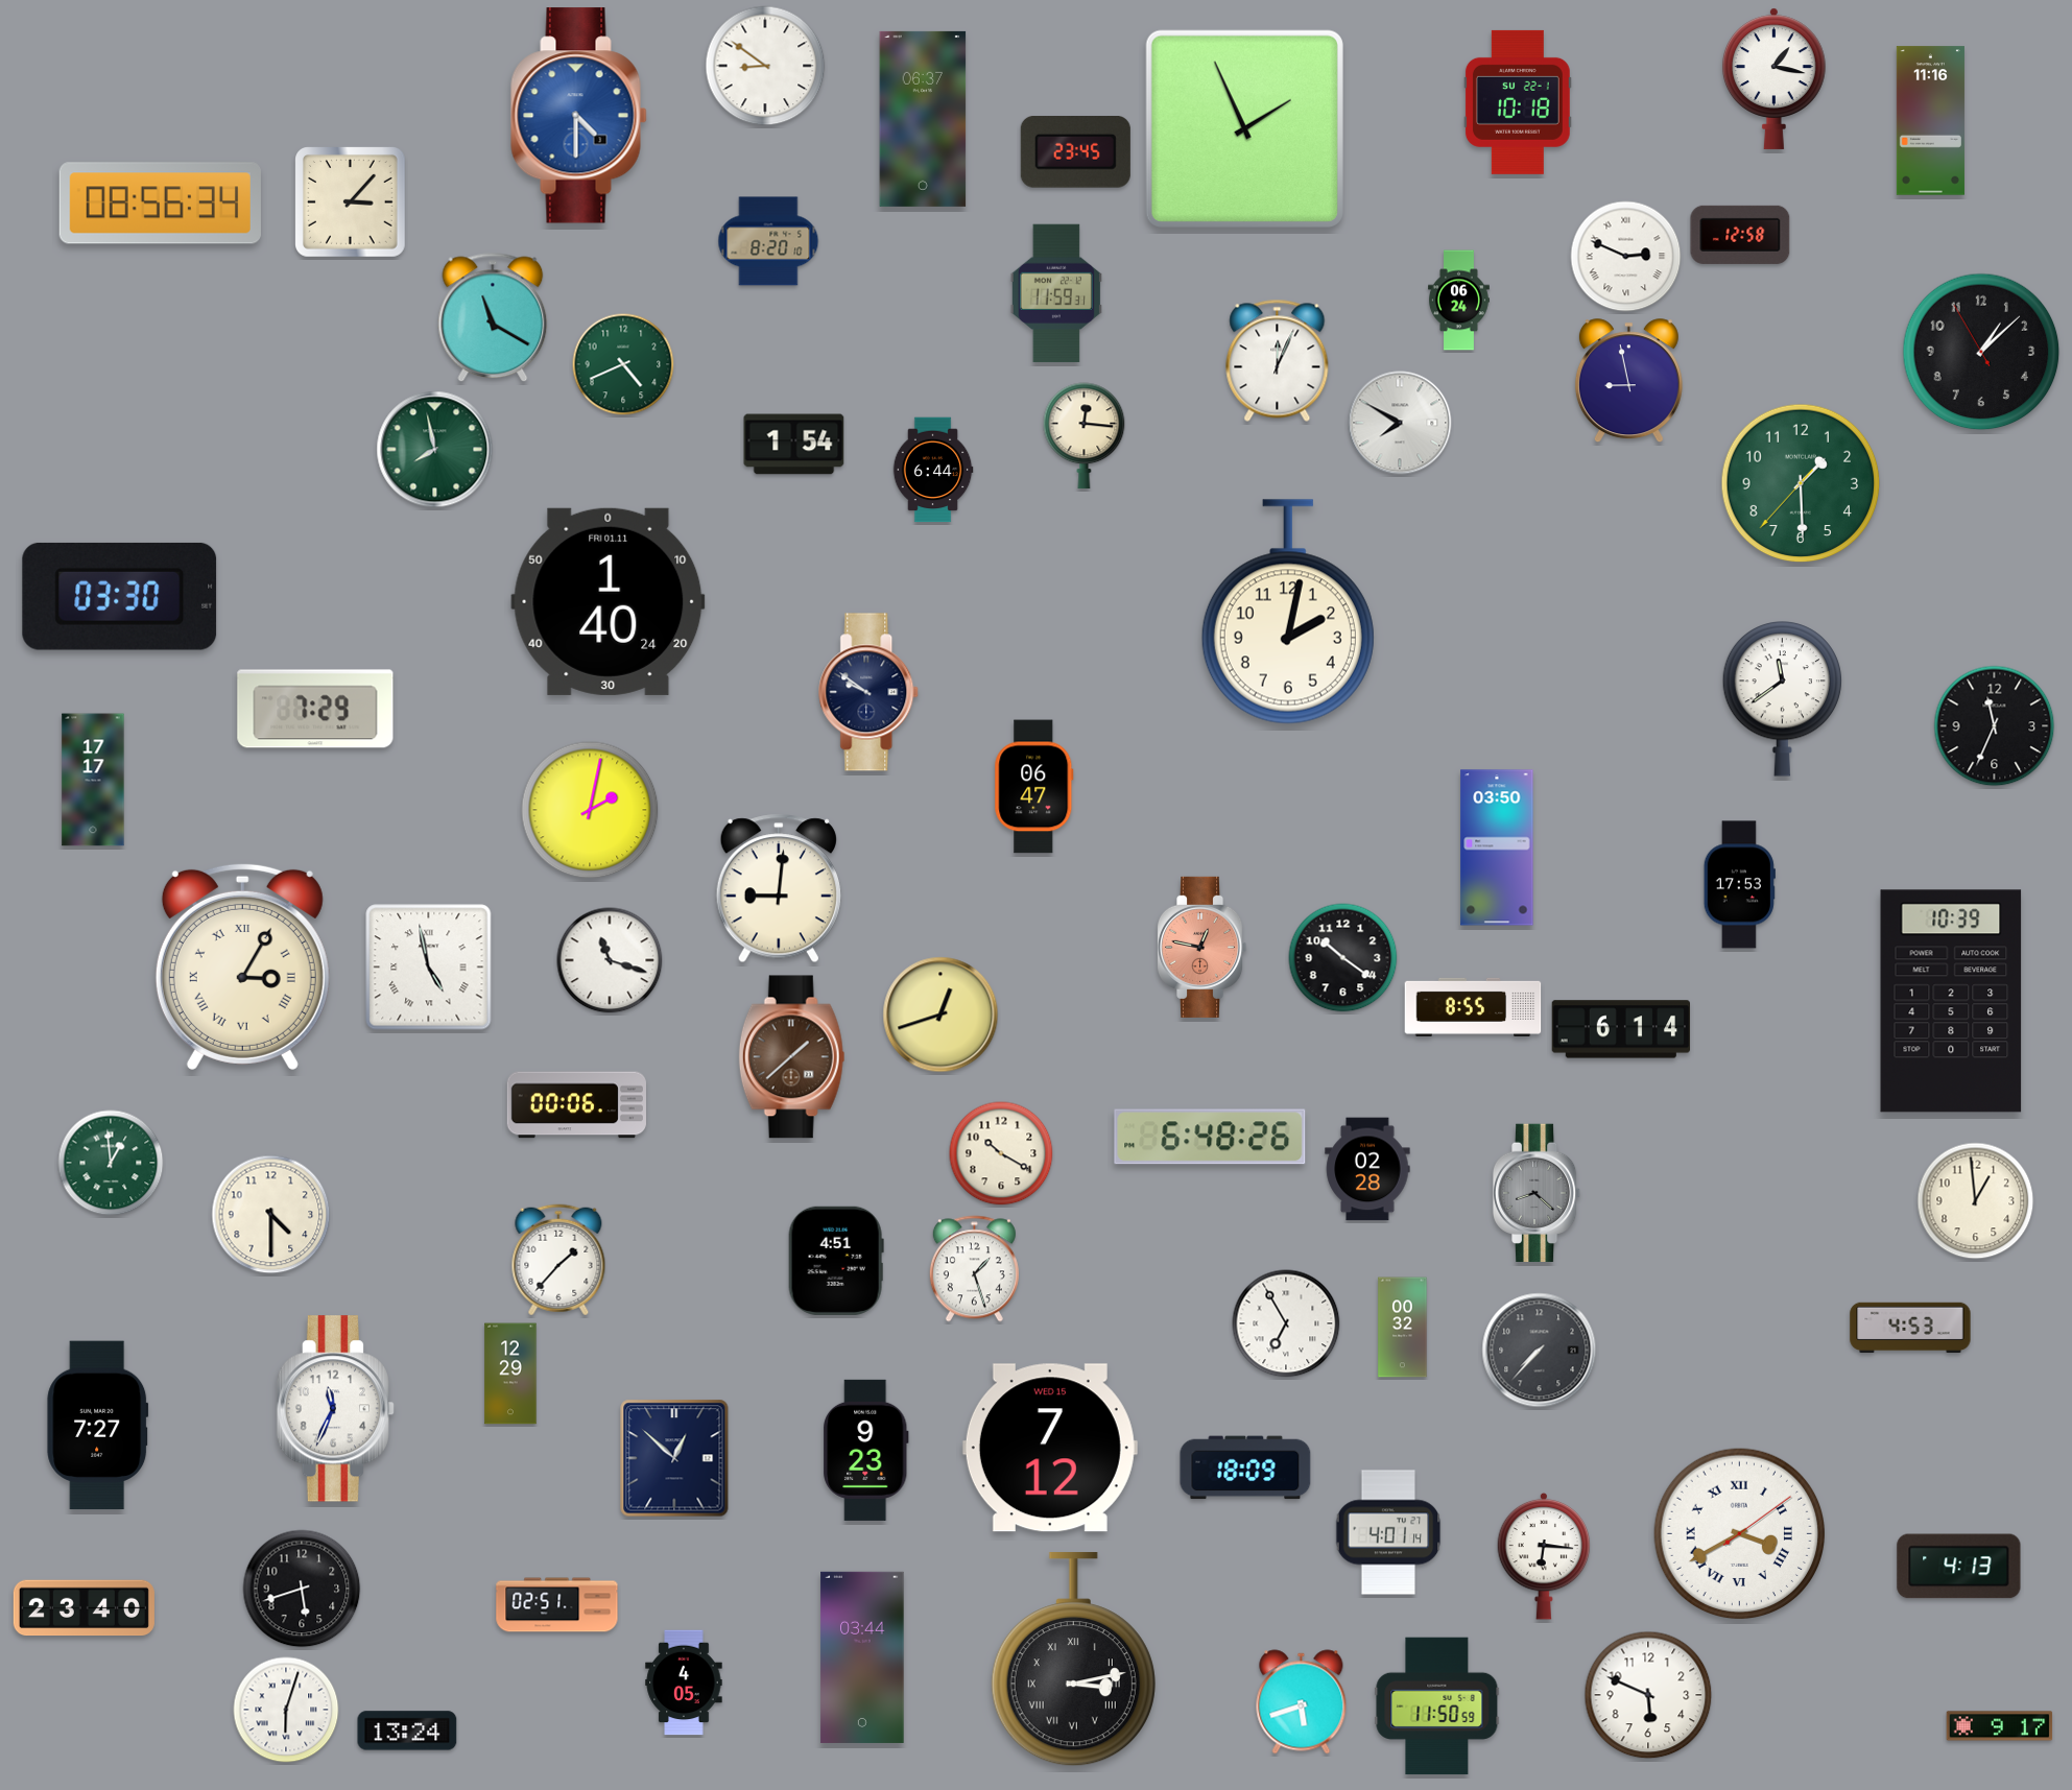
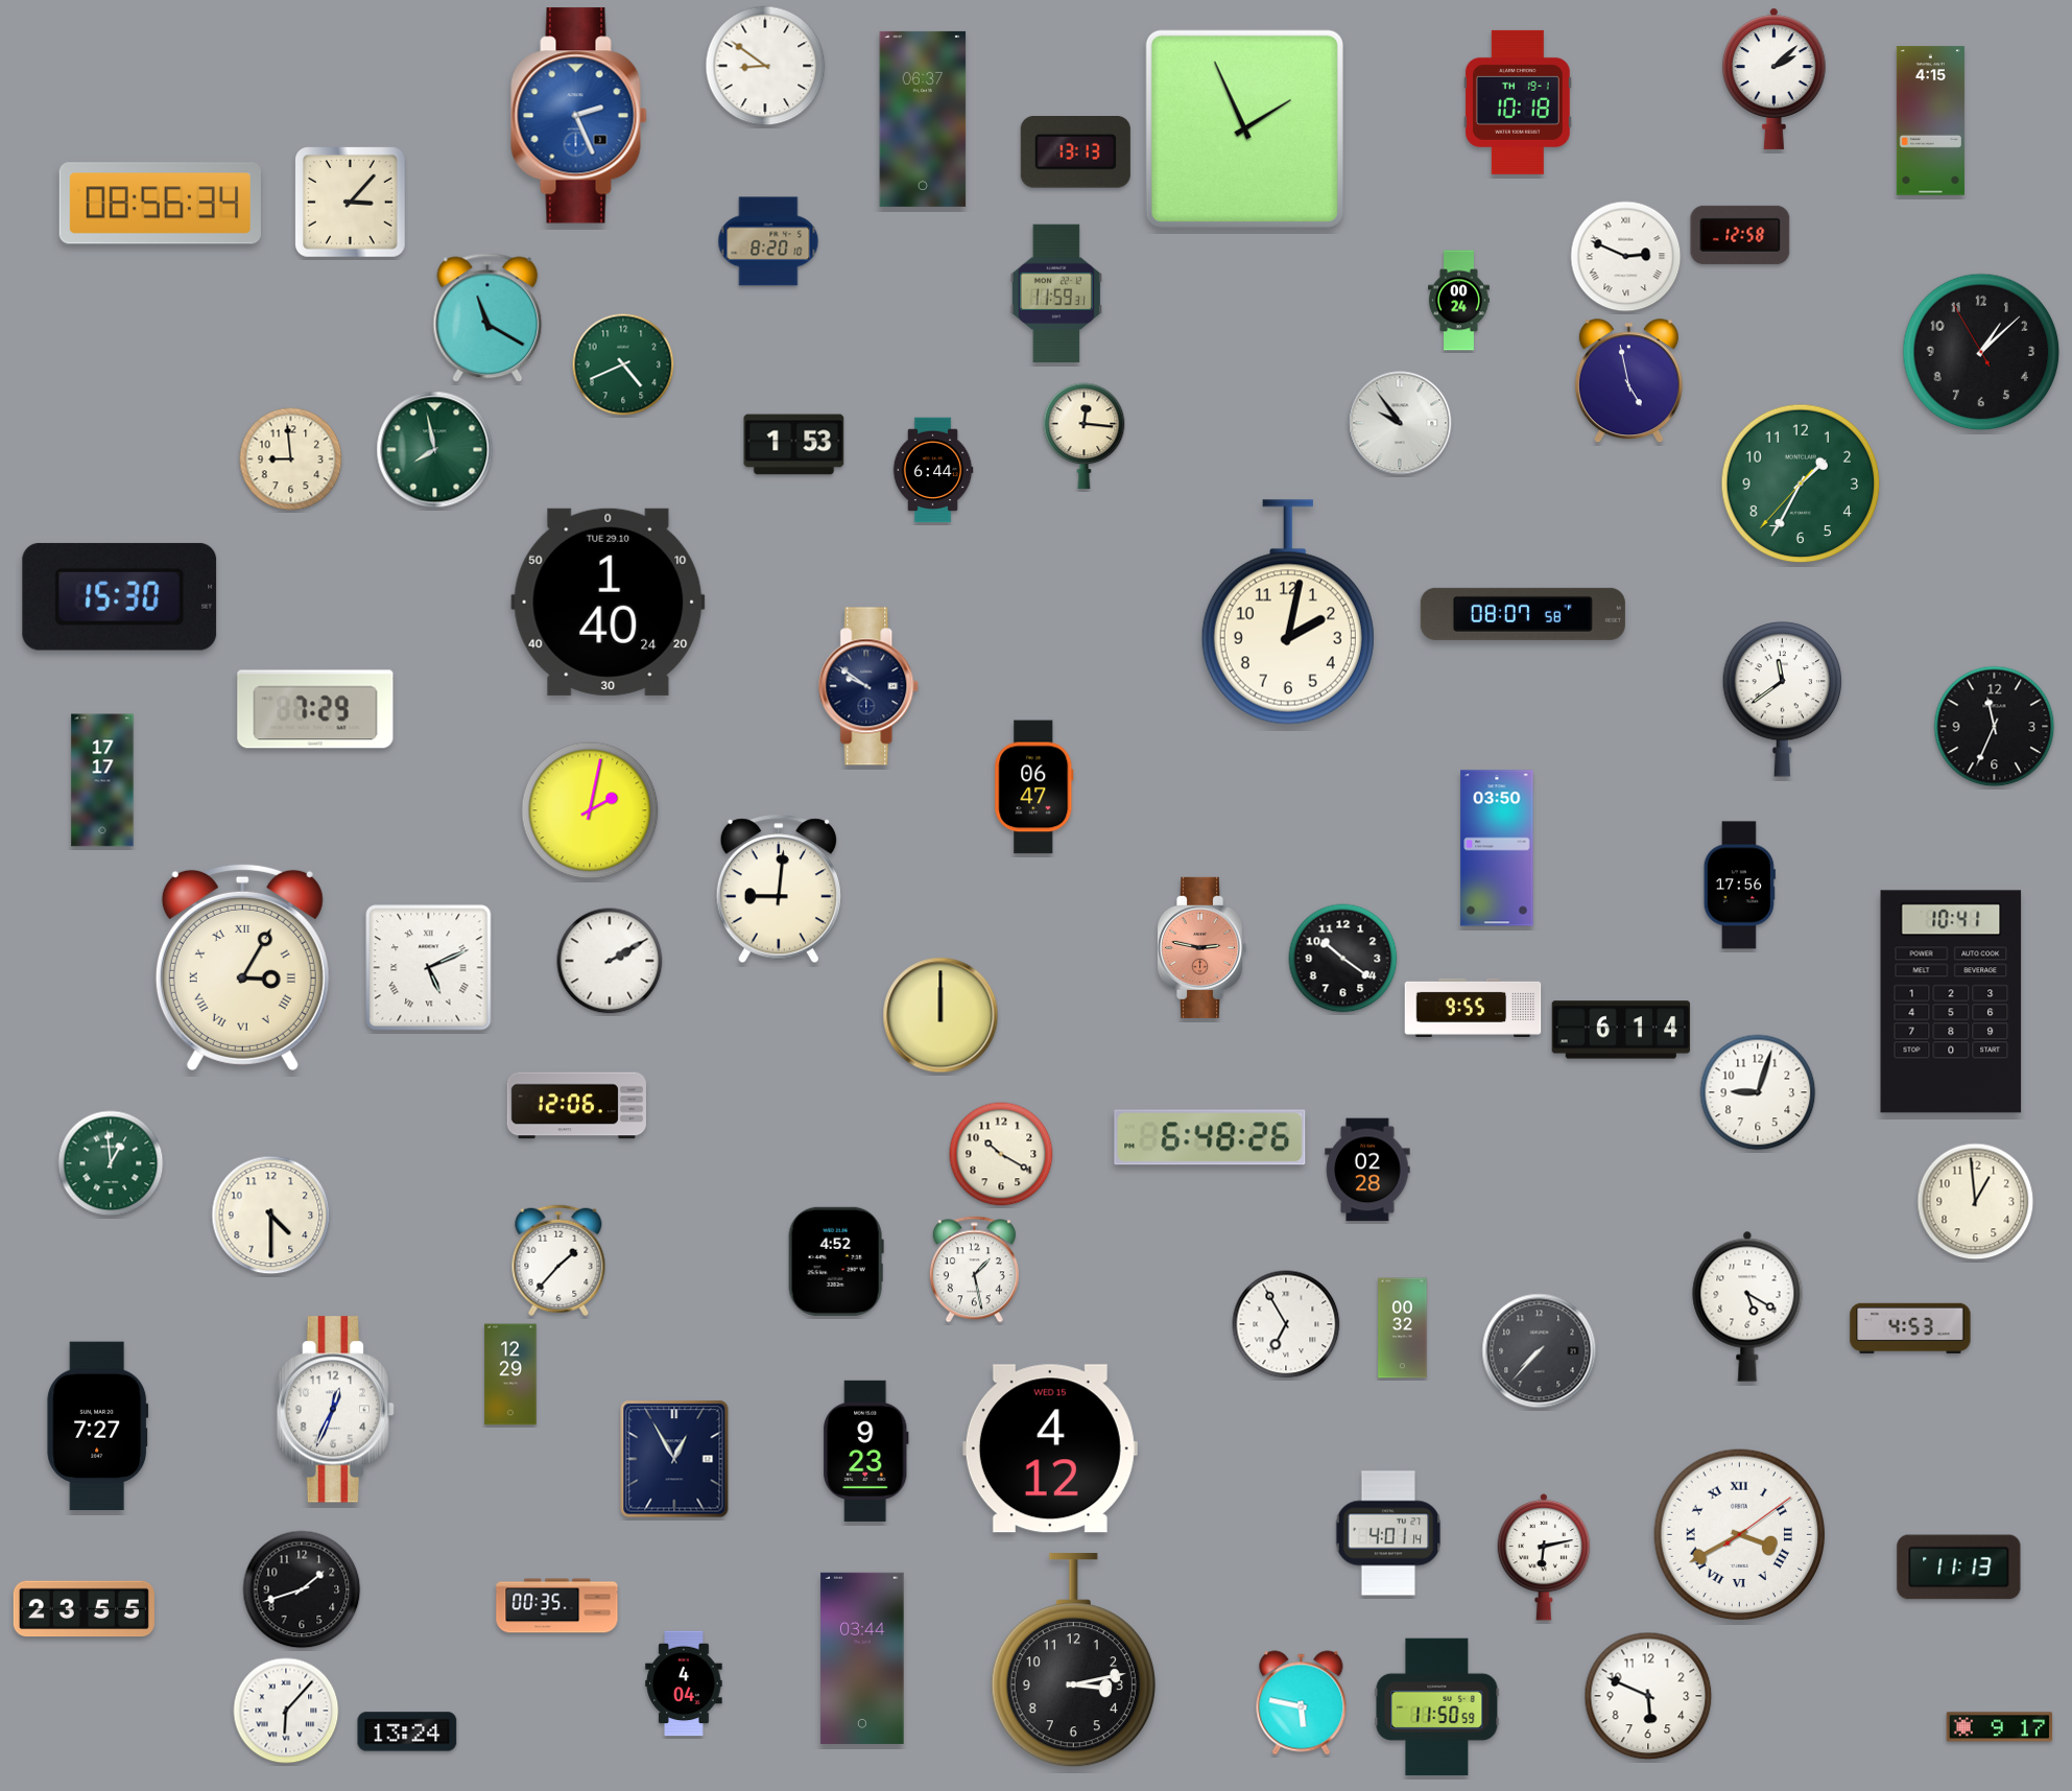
clock at (1773, 78): 1:17 -> 2:08
clock at (1518, 102) date: SU 22-1 -> TH 19-1
clock at (579, 116): 4:30 -> 2:26
clock at (1930, 121): 11:16 -> 4:15
clock at (1075, 152): 23:45 -> 13:13
clock at (1459, 301): 06:24 -> 00:24
clock at (493, 317) position: (493, 317) -> (487, 317)
clock at (1278, 360): 12:04 -> none
clock at (1628, 381): 8:58 -> 4:58
clock at (1400, 423): 7:50 -> 9:54
clock at (794, 445): 1:54 -> 1:53
clock at (291, 459): none -> 8:59
clock at (1801, 483): 1:29 -> 1:34
clock at (120, 596): 03:30 -> 15:30
clock at (609, 601) date: FRI 01.11 -> TUE 29.10
clock at (1523, 614): none -> 08:07
clock at (870, 692) position: (870, 692) -> (870, 686)
clock at (93, 780) position: (93, 780) -> (102, 780)
clock at (1739, 885): 17:53 -> 17:56
clock at (1202, 947): 12:47 -> 2:47
clock at (610, 960): 11:18 -> 2:10
clock at (429, 968): 4:58 -> 5:11
clock at (1951, 1001): 10:39 -> 10:41
clock at (1473, 1007): 8:55 -> 9:55
clock at (940, 1015): 12:42 -> 12:00
clock at (792, 1057): 1:38 -> none
clock at (1758, 1092): none -> 9:03
clock at (576, 1105): 00:06 -> 12:06
clock at (1537, 1192): 8:22 -> none
clock at (836, 1261): 4:51 -> 4:52
clock at (974, 1269): 1:27 -> 1:28
clock at (1747, 1306): none -> 5:20
clock at (335, 1409): 11:34 -> 12:34
clock at (1050, 1448): 7:12 -> 4:12
clock at (674, 1458): 12:52 -> 12:55
clock at (1245, 1467): 18:09 -> none
clock at (1544, 1556): 6:16 -> 6:13
clock at (1959, 1567): 4:13 -> 11:13
clock at (302, 1589): 5:42 -> 1:42
clock at (557, 1605): 02:51 -> 00:35
clock at (84, 1608): 23:40 -> 23:55
clock at (1073, 1660) numerals: Roman -> Arabic
clock at (684, 1682): 4:05 -> 4:04
clock at (1302, 1702): 5:42 -> 5:47
clock at (286, 1710): 6:03 -> 6:07
